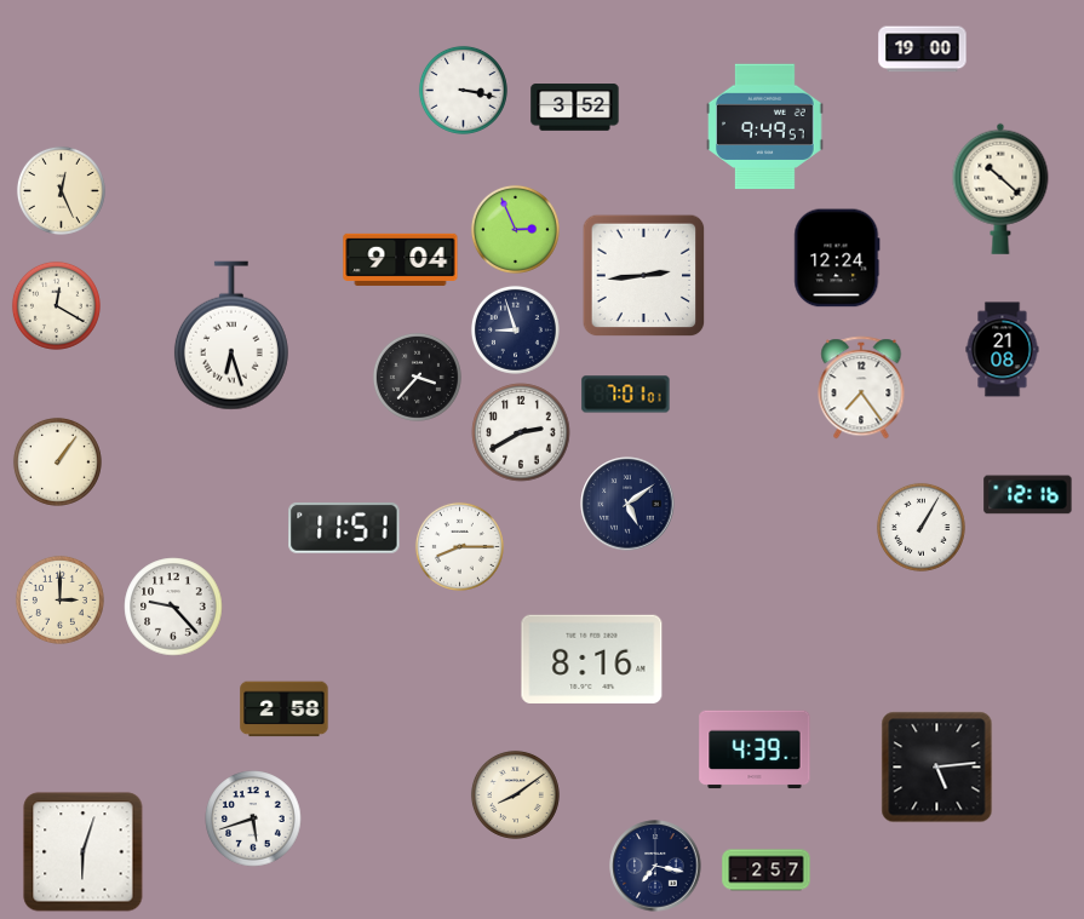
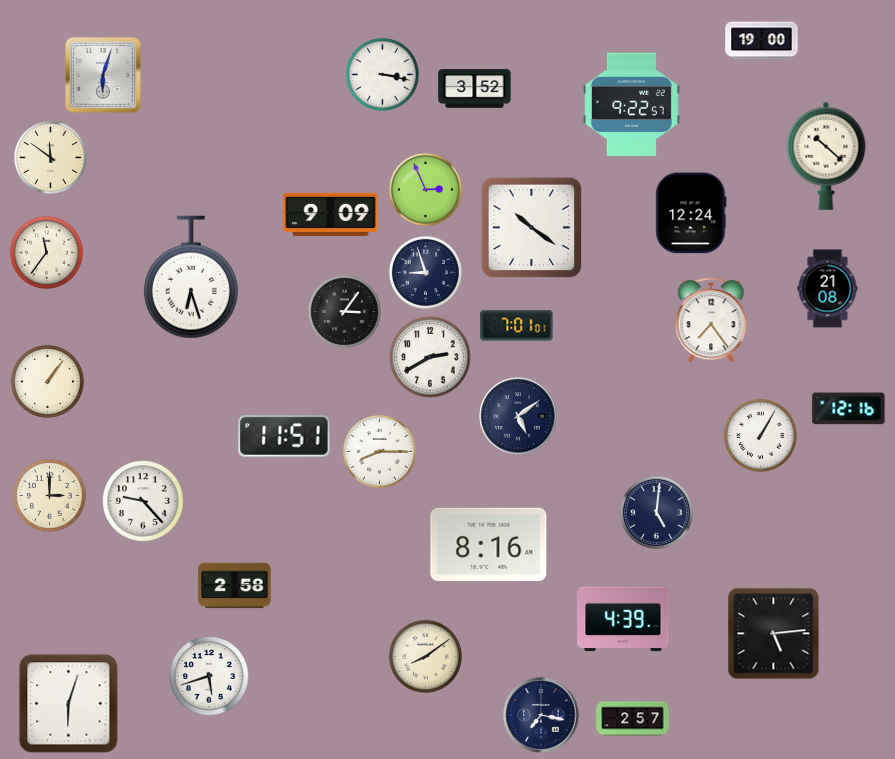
clock at (103, 75): none -> 6:03
clock at (765, 127): 9:49 -> 9:22
clock at (61, 190): 12:26 -> 11:51
clock at (401, 259): 9:04 -> 9:09
clock at (644, 276): 2:44 -> 10:21
clock at (56, 305): 12:20 -> 11:36
clock at (417, 377): 3:37 -> 3:06
clock at (656, 512): none -> 5:01
